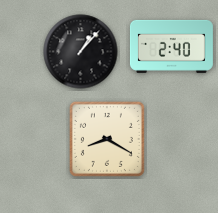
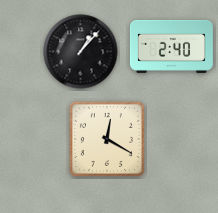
clock at (107, 139): 8:20 -> 12:20
